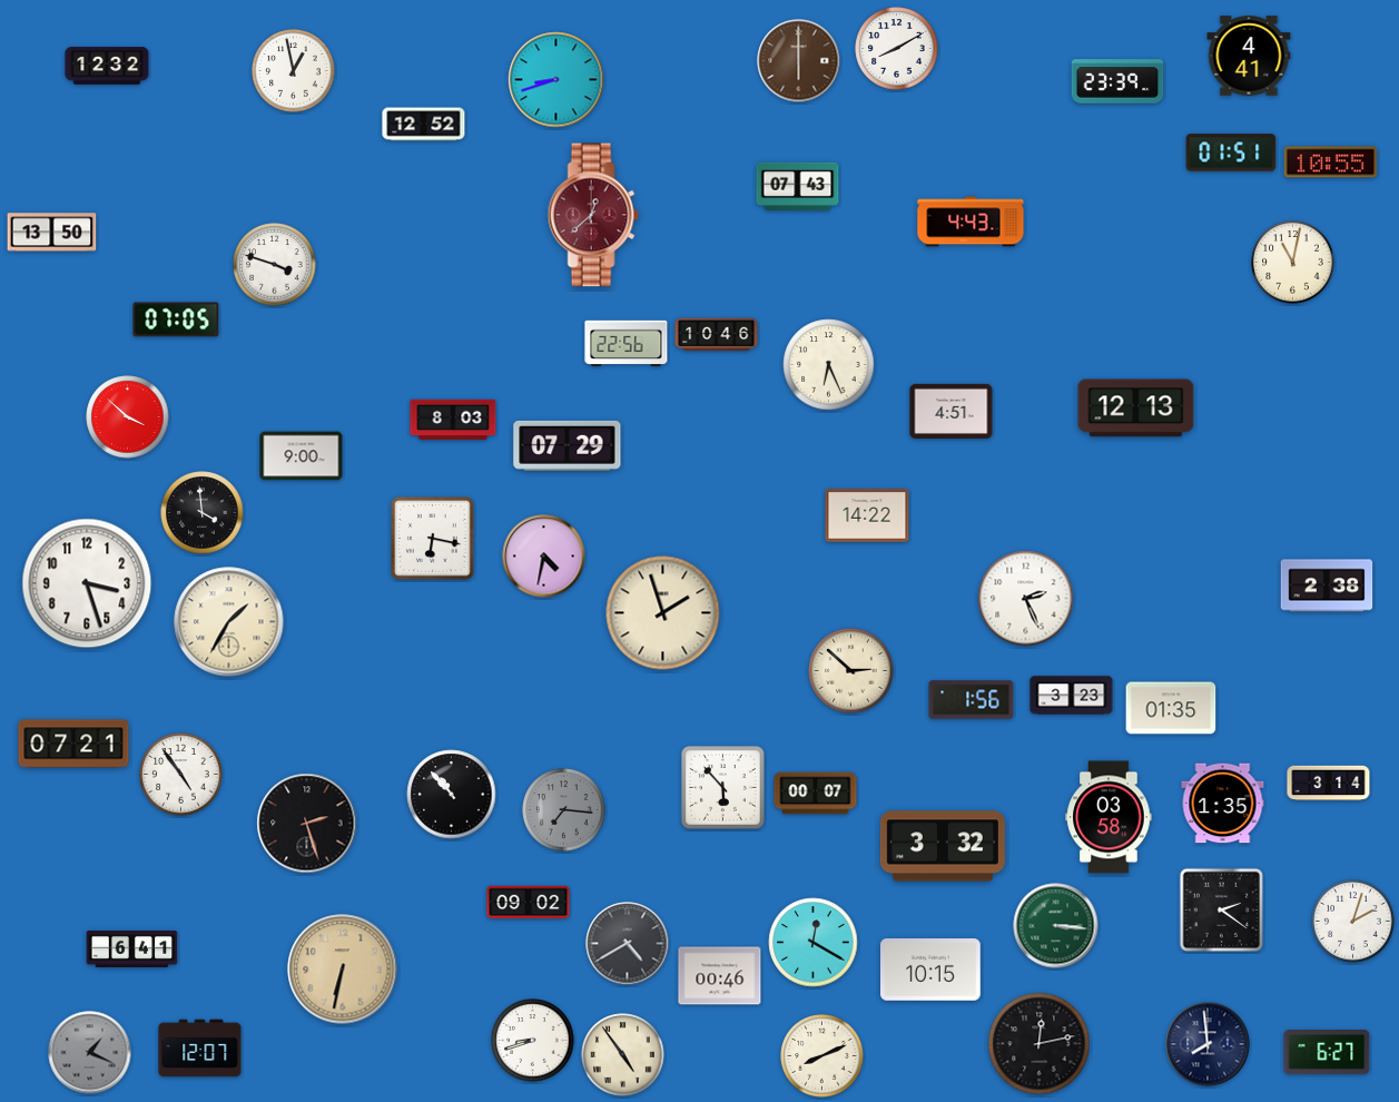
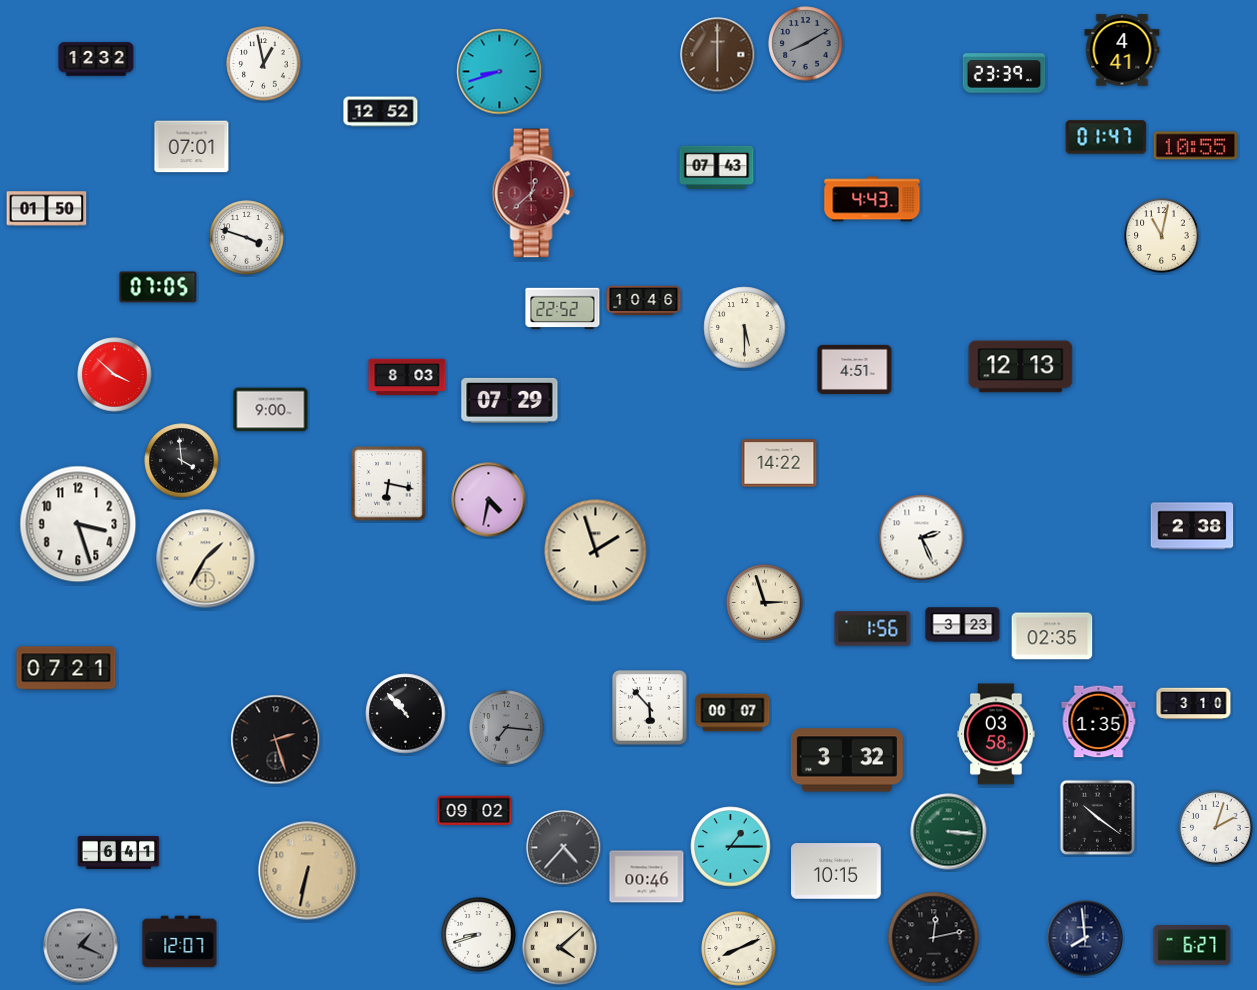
clock at (897, 49) dial: white -> grey
clock at (1231, 152): 01:51 -> 01:47
clock at (192, 147): none -> 07:01
clock at (52, 233): 13:50 -> 01:50
clock at (627, 344): 22:56 -> 22:52
clock at (829, 365): 6:26 -> 5:30
clock at (851, 671): 2:52 -> 2:57
clock at (1171, 708): 01:35 -> 02:35
clock at (181, 775): 4:54 -> none
clock at (1329, 784): 3:14 -> 3:10
clock at (1221, 909): 2:21 -> 10:21
clock at (814, 943): 12:20 -> 1:15
clock at (628, 944): 4:40 -> 4:37
clock at (623, 1055): 4:54 -> 4:08
